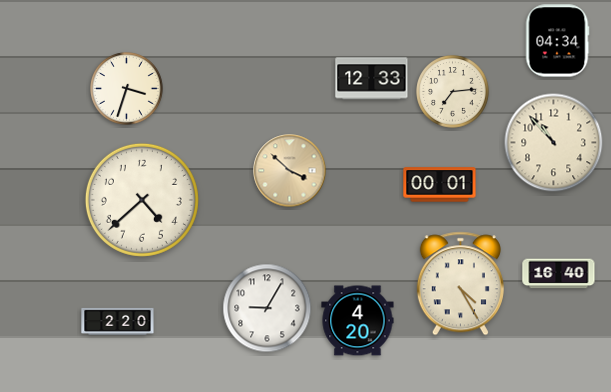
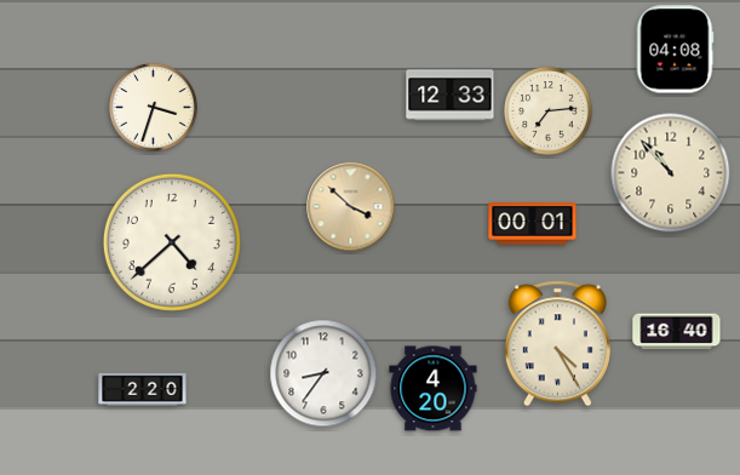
clock at (557, 41): 04:34 -> 04:08
clock at (267, 308): 9:05 -> 8:36
